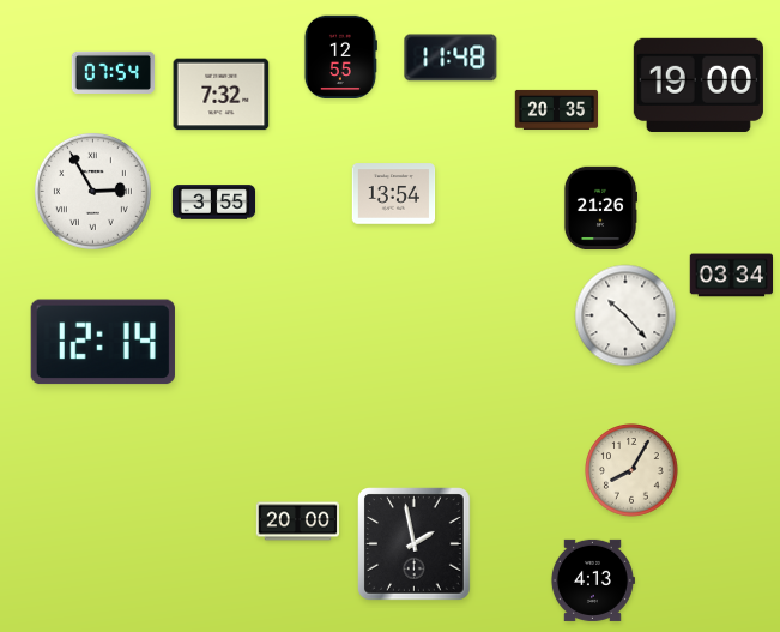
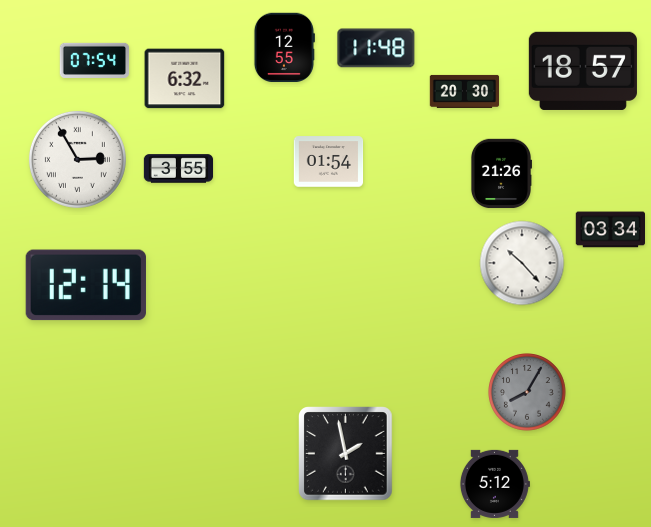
clock at (699, 85): 19:00 -> 18:57
clock at (222, 95): 7:32 -> 6:32
clock at (557, 109): 20:35 -> 20:30
clock at (394, 194): 13:54 -> 01:54
clock at (631, 470) dial: cream -> grey
clock at (298, 522): 20:00 -> none
clock at (592, 580): 4:13 -> 5:12
